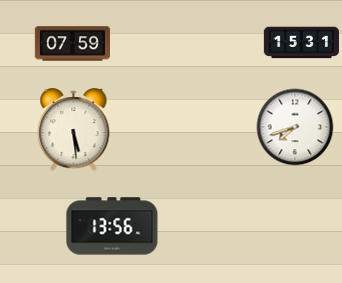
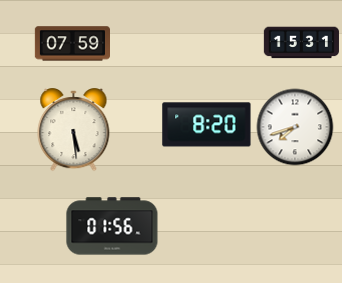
clock at (207, 125): none -> 8:20
clock at (112, 226): 13:56 -> 01:56
